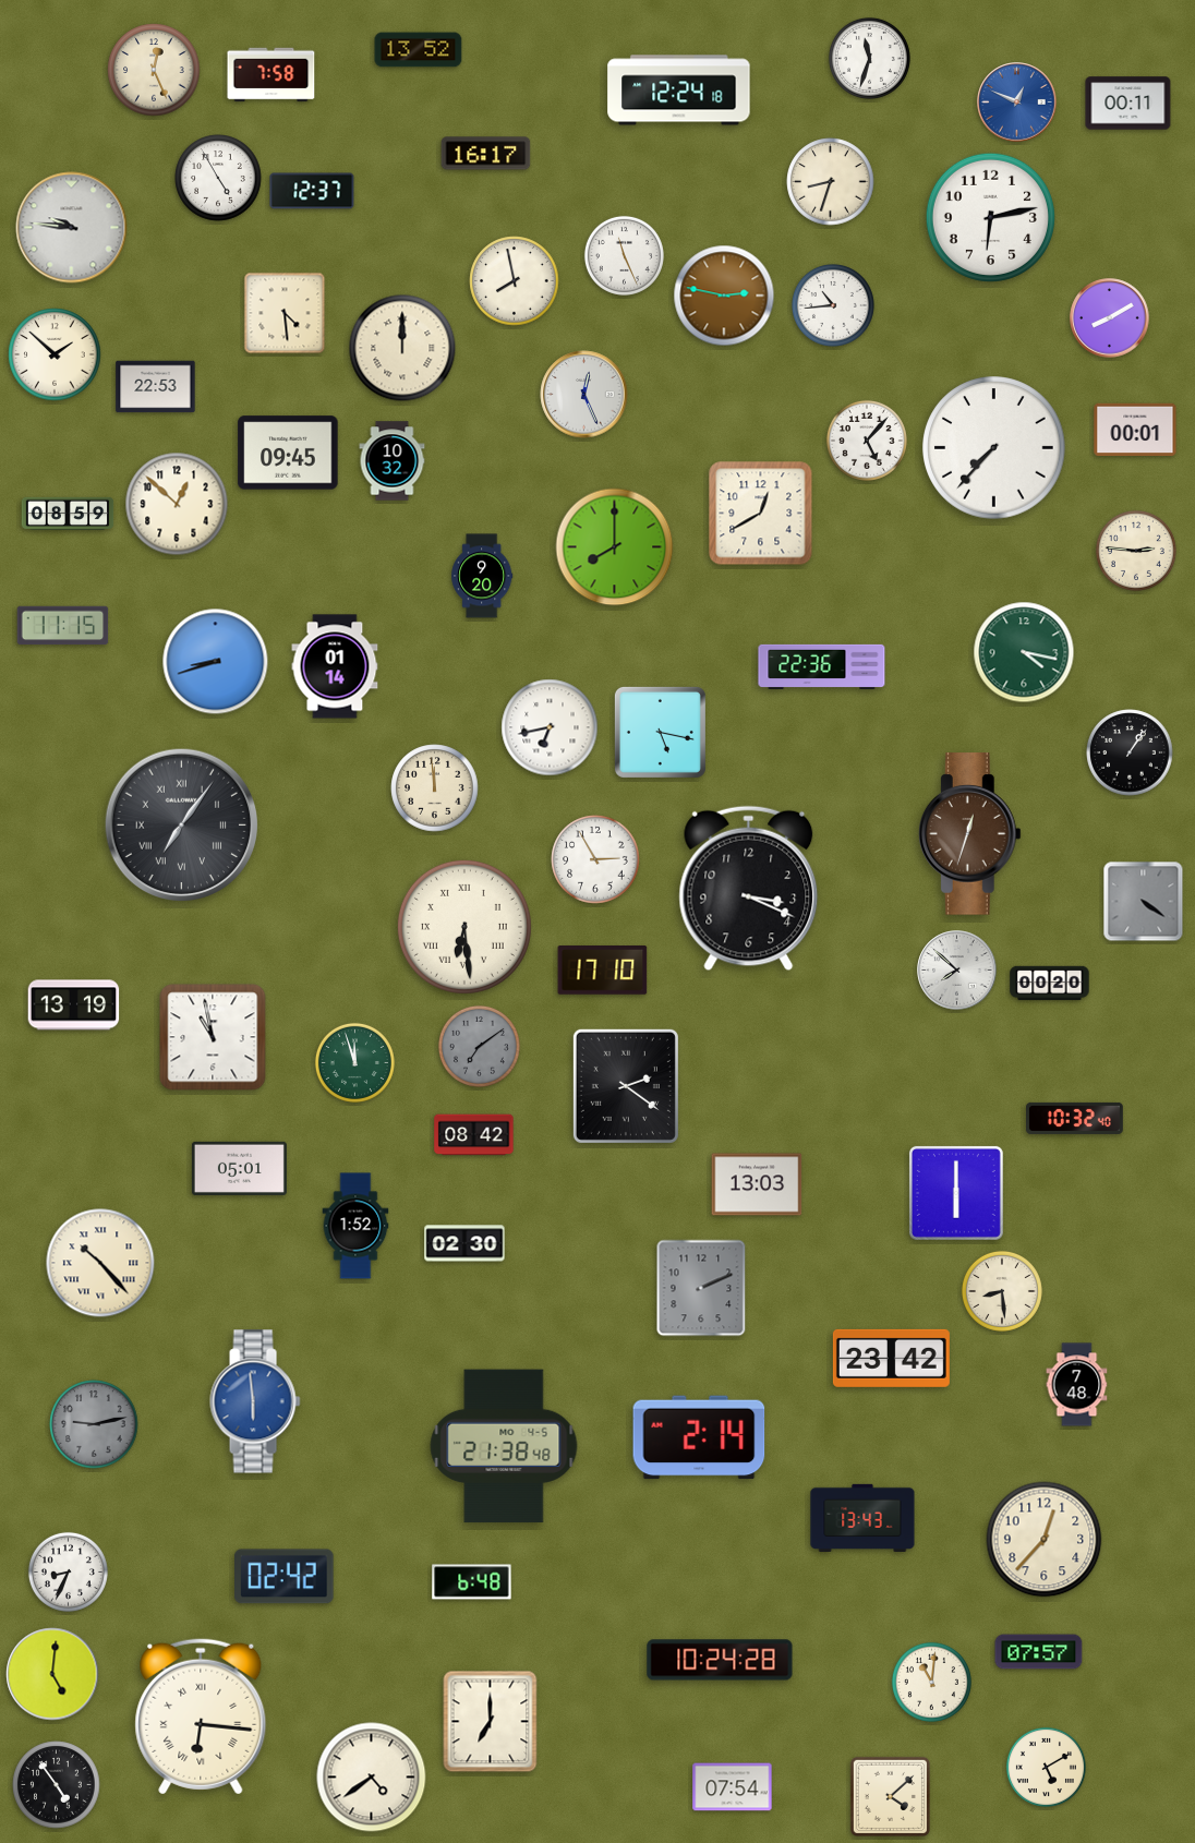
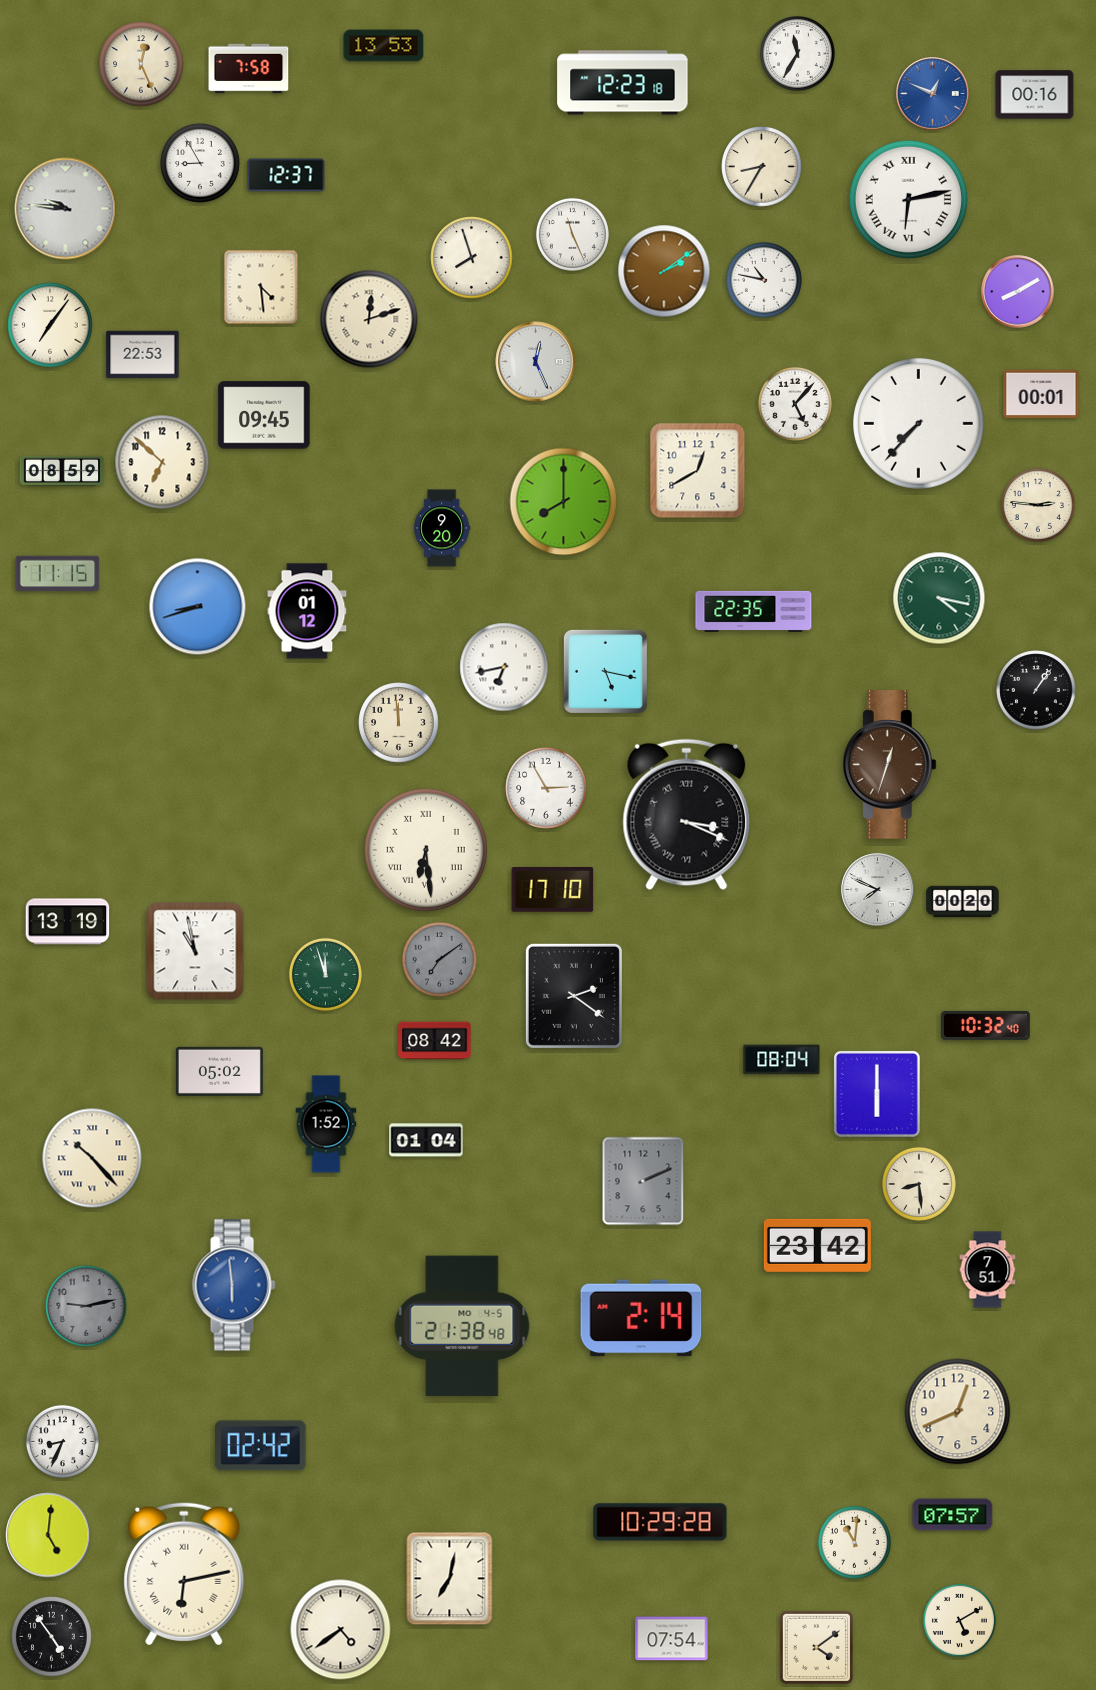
clock at (419, 50): 13:52 -> 13:53
clock at (869, 58): 11:33 -> 11:35
clock at (679, 91): 12:24 -> 12:23
clock at (1128, 104): 00:11 -> 00:16
clock at (486, 154): 16:17 -> none
clock at (218, 178): 4:55 -> 8:55
clock at (831, 182): 8:33 -> 8:35
clock at (990, 217) numerals: Arabic -> Roman
clock at (515, 281): 7:58 -> 7:57
clock at (724, 296): 2:47 -> 2:09
clock at (833, 305): 10:44 -> 10:47
clock at (402, 348): 12:00 -> 12:12
clock at (55, 354): 1:52 -> 7:06
clock at (994, 448) position: (994, 448) -> (919, 424)
clock at (393, 461): 10:32 -> none
clock at (177, 504): 12:52 -> 6:52
clock at (1136, 551) position: (1136, 551) -> (1038, 505)
clock at (335, 666): 01:14 -> 01:12
clock at (822, 666): 22:36 -> 22:35
clock at (182, 826): 7:06 -> none
clock at (749, 889) numerals: Arabic -> Roman
clock at (1144, 902): 4:21 -> none
clock at (957, 971): 7:52 -> 7:49
clock at (782, 1060): none -> 08:04
clock at (239, 1168): 05:01 -> 05:02
clock at (757, 1184): 13:03 -> none
clock at (464, 1243): 02:30 -> 01:04
clock at (1077, 1385): 7:48 -> 7:51
clock at (862, 1517): 13:43 -> none
clock at (1045, 1540): 12:37 -> 12:41
clock at (472, 1582): 6:48 -> none
clock at (720, 1660): 10:24 -> 10:29
clock at (201, 1716): 6:16 -> 6:13
clock at (491, 1722): 7:00 -> 7:02
clock at (890, 1796): 4:08 -> 4:09
